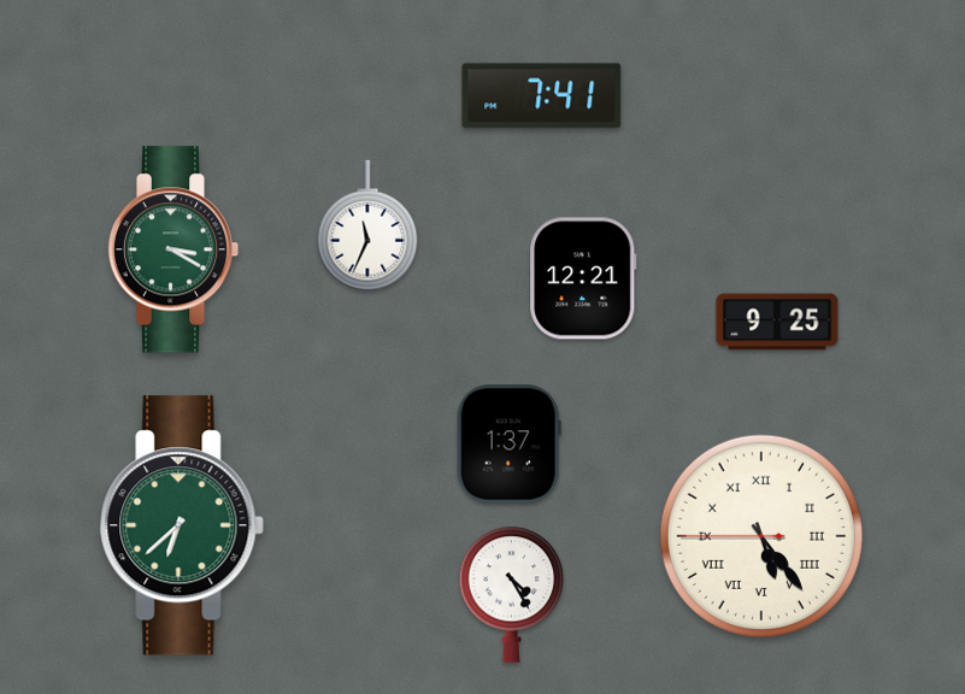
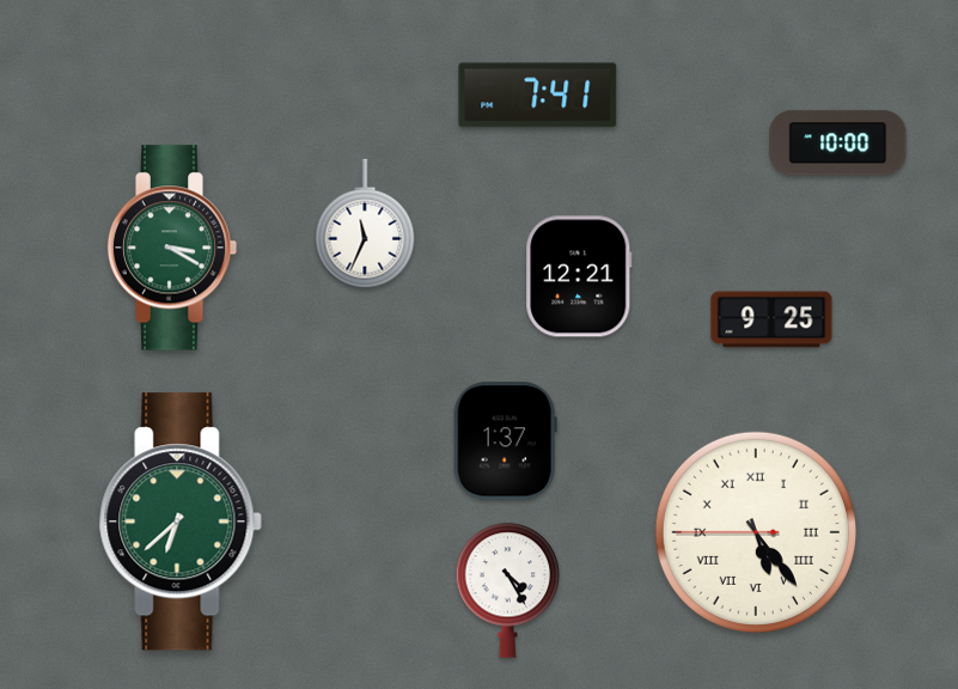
clock at (838, 144): none -> 10:00
